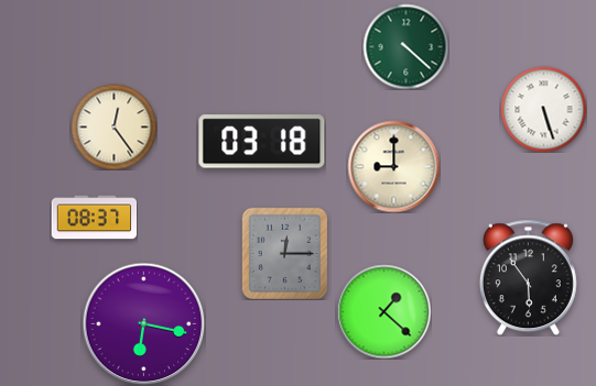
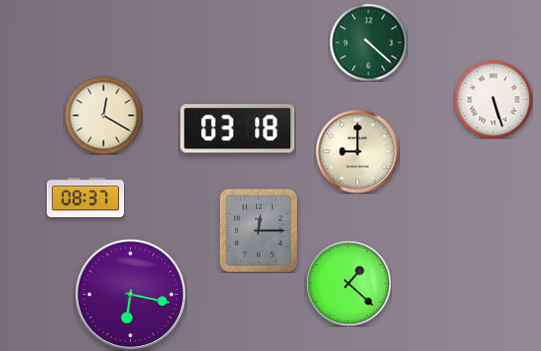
clock at (113, 126): 12:24 -> 12:20
clock at (528, 277): 5:54 -> none
